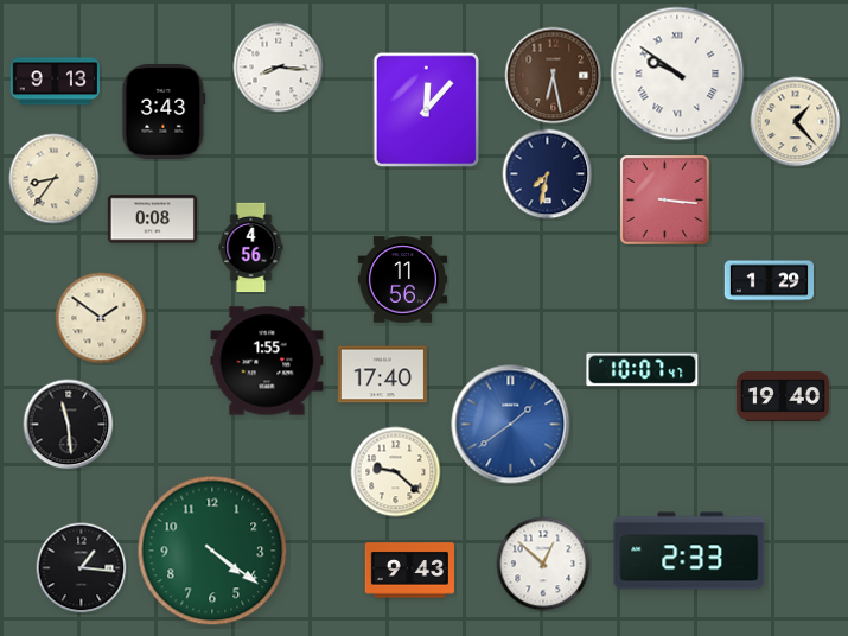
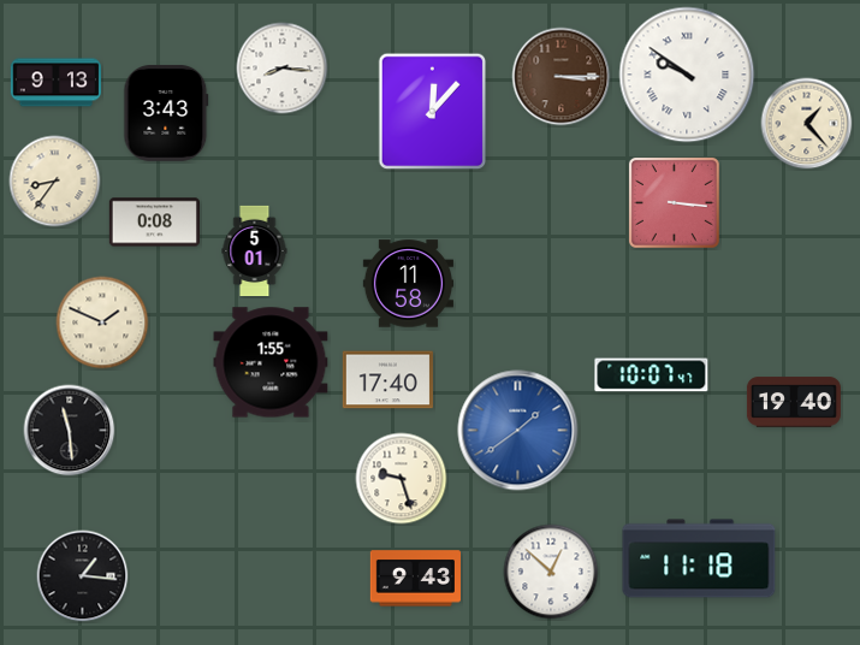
clock at (554, 76): 6:28 -> 3:15
clock at (548, 174): 7:32 -> none
clock at (251, 247): 4:56 -> 5:01
clock at (402, 280): 11:56 -> 11:58
clock at (769, 281): 1:29 -> none
clock at (101, 318): 1:51 -> 1:49
clock at (267, 361) position: (267, 361) -> (271, 362)
clock at (396, 472): 9:22 -> 9:27
clock at (212, 551): 4:21 -> none
clock at (689, 551): 2:33 -> 11:18
